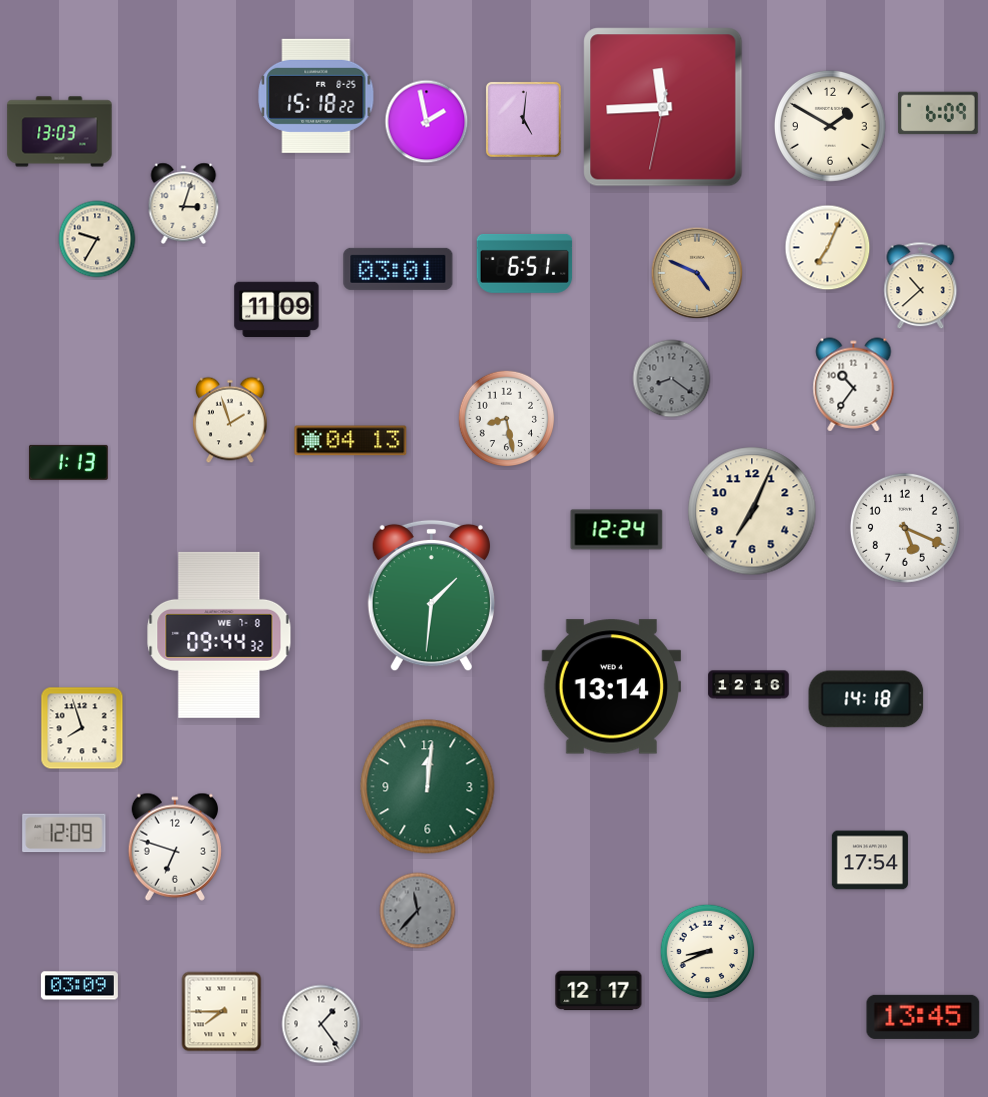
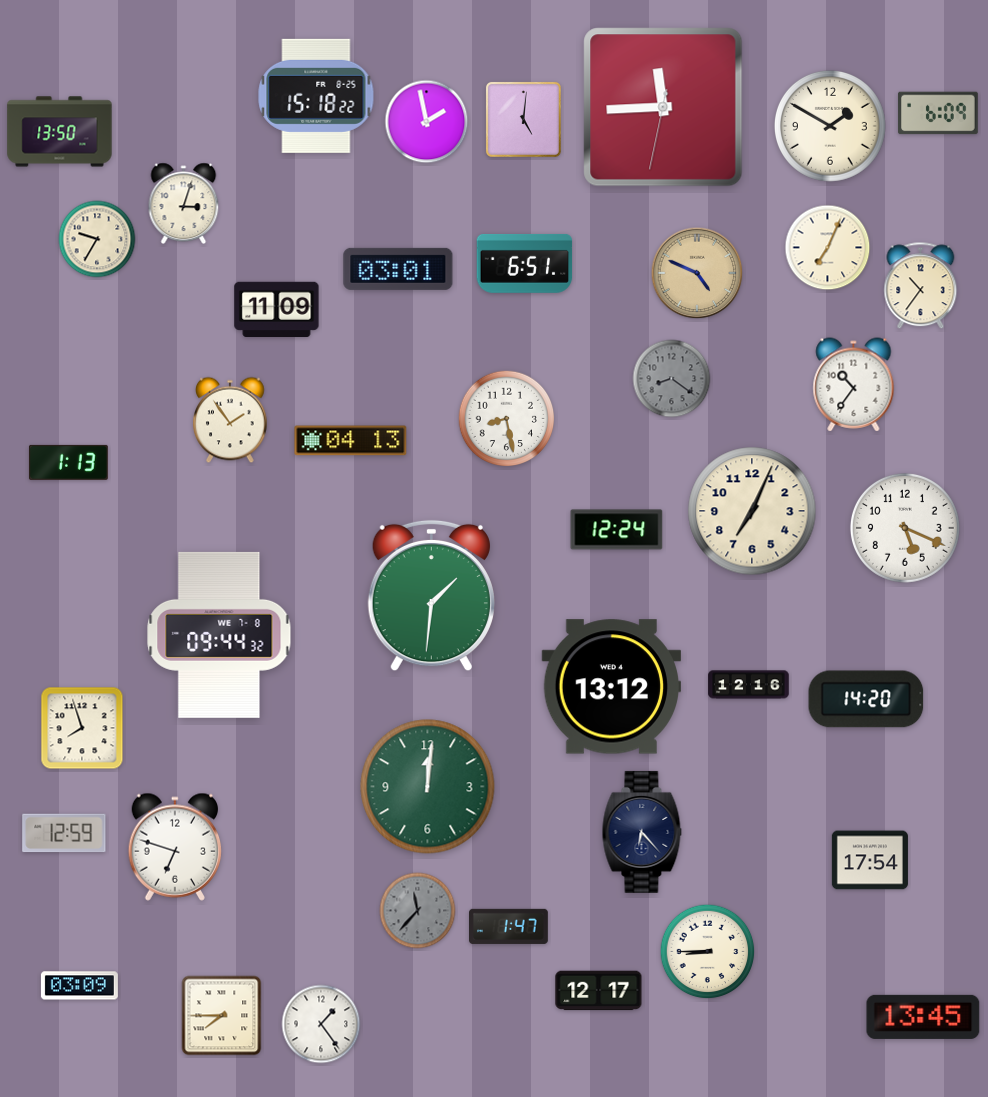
clock at (60, 132): 13:03 -> 13:50
clock at (921, 286): 10:38 -> 10:36
clock at (230, 420): 1:57 -> 1:54
clock at (611, 687): 13:14 -> 13:12
clock at (866, 699): 14:18 -> 14:20
clock at (642, 832): none -> 6:23
clock at (64, 833): 12:09 -> 12:59
clock at (509, 926): none -> 1:47
clock at (708, 952): 8:41 -> 8:45
clock at (222, 1012) position: (222, 1012) -> (222, 1016)
